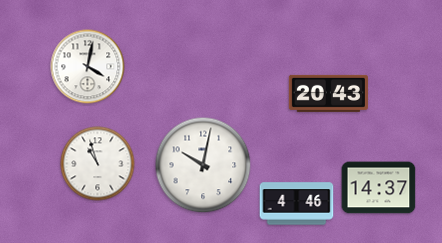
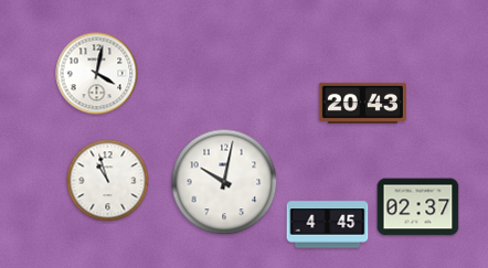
clock at (379, 188): 14:37 -> 02:37
clock at (297, 204): 4:46 -> 4:45
